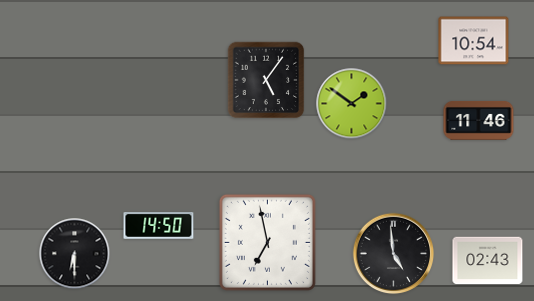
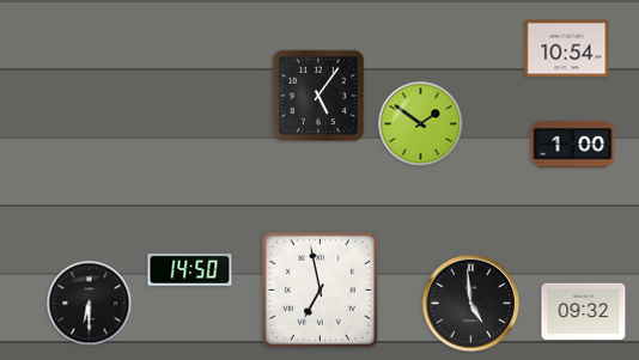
clock at (479, 120): 11:46 -> 1:00
clock at (488, 261): 02:43 -> 09:32
